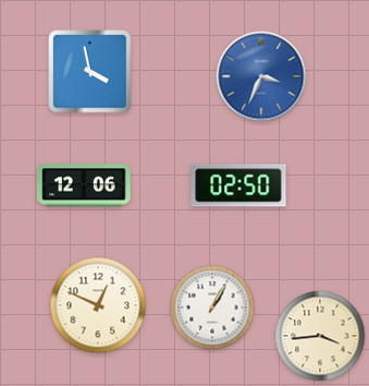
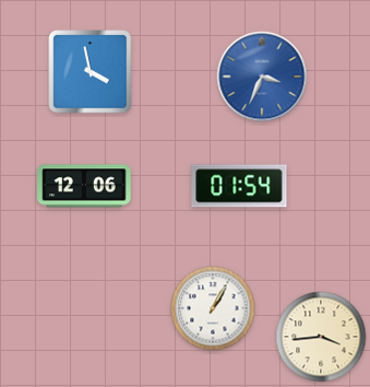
clock at (238, 185): 02:50 -> 01:54
clock at (98, 305): 12:49 -> none
